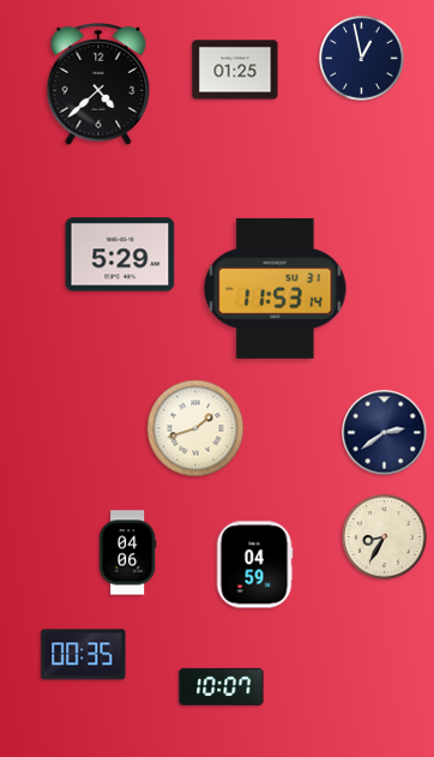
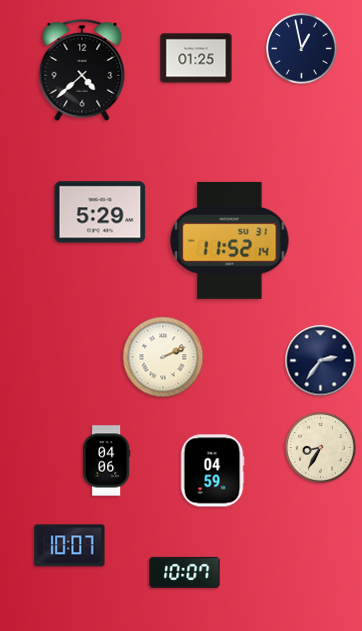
clock at (276, 288): 11:53 -> 11:52
clock at (195, 428): 1:42 -> 2:11
clock at (385, 433): 2:39 -> 2:36
clock at (84, 655): 00:35 -> 10:07
